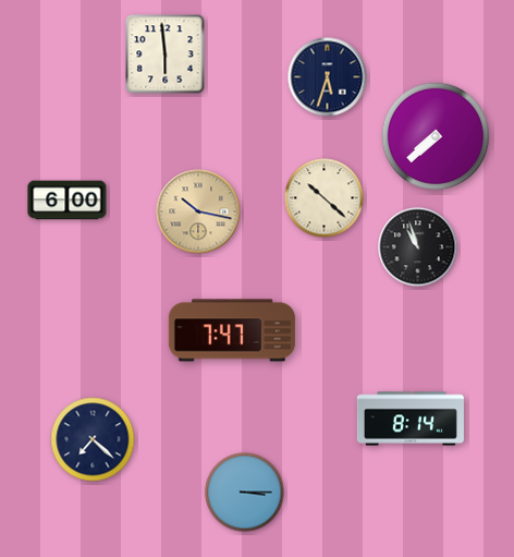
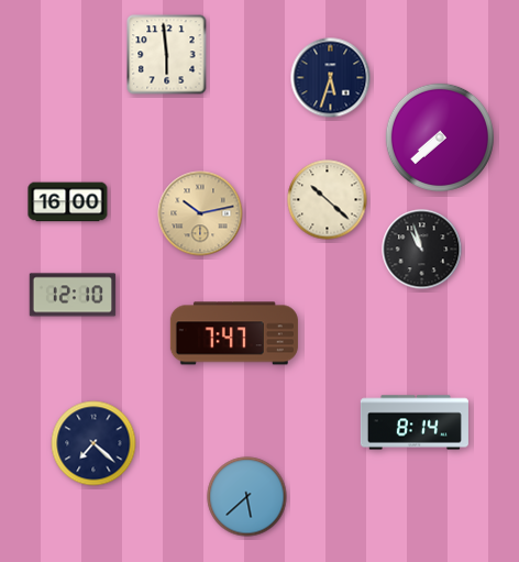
clock at (68, 201): 6:00 -> 16:00
clock at (198, 211): 10:17 -> 10:13
clock at (73, 295): none -> 12:10
clock at (245, 493): 3:15 -> 5:38
